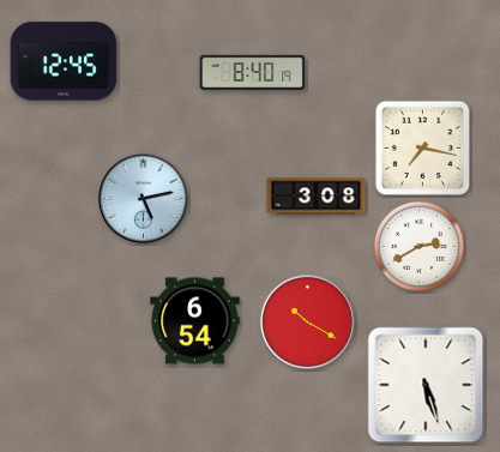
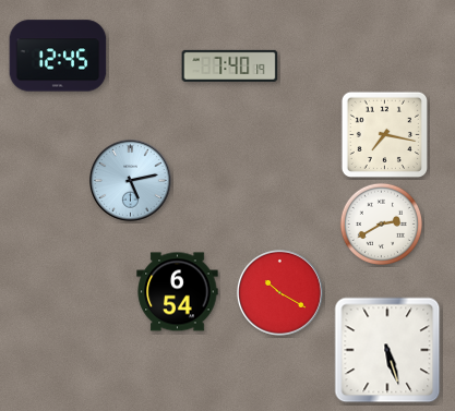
clock at (253, 72): 8:40 -> 7:40
clock at (317, 197): 3:08 -> none
